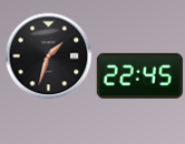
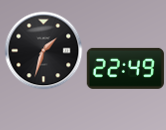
clock at (139, 75): 22:45 -> 22:49
